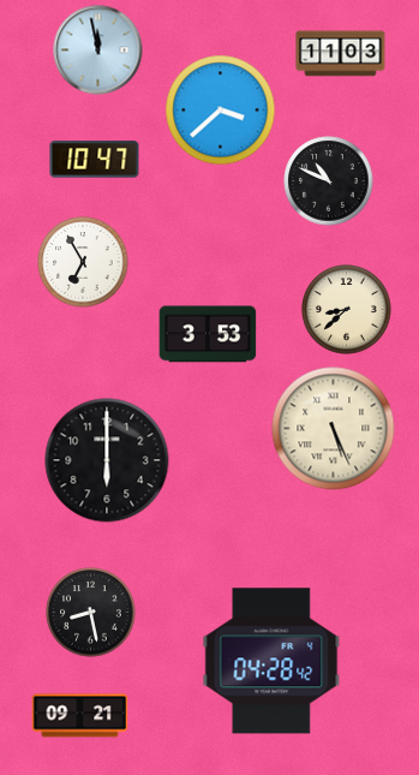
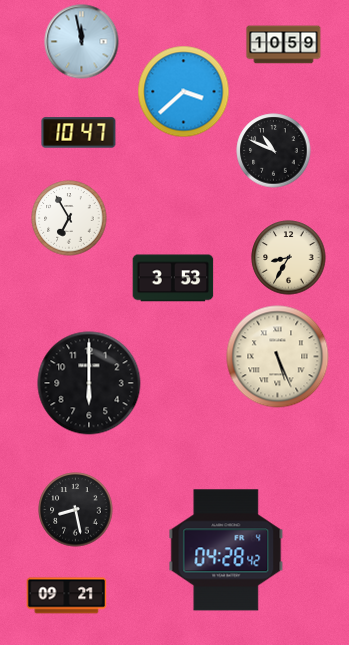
clock at (341, 54): 11:03 -> 10:59
clock at (347, 310): 8:38 -> 8:35
